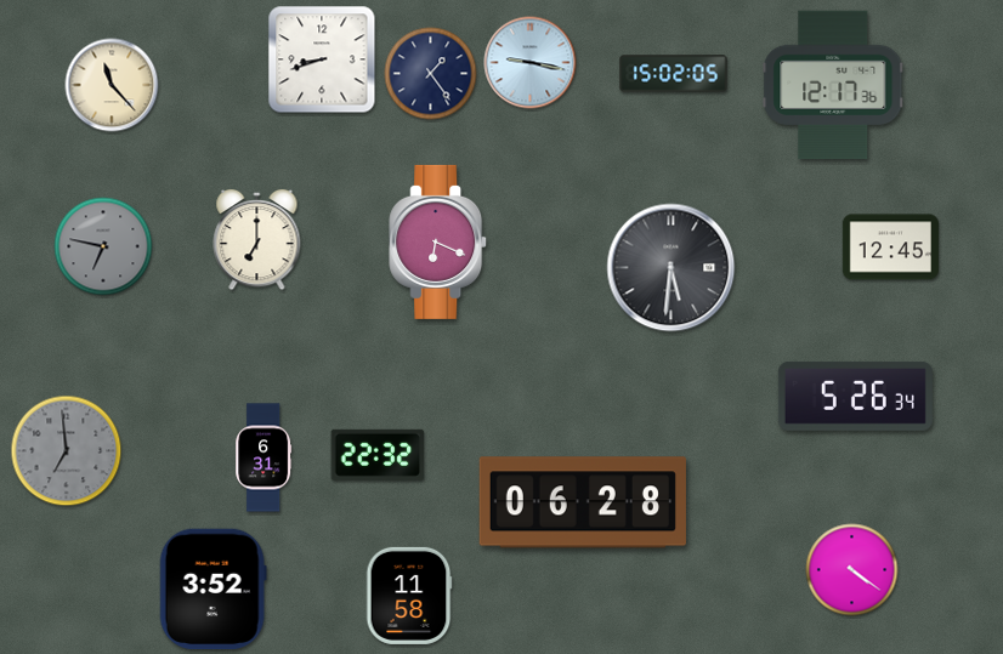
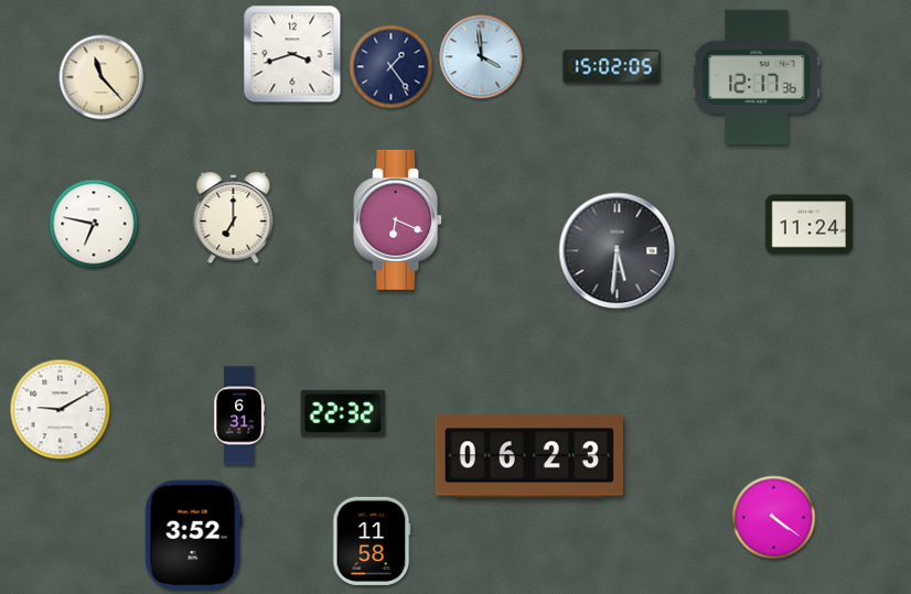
clock at (322, 59): 8:42 -> 3:42
clock at (531, 63): 9:17 -> 3:59
clock at (103, 246) dial: grey -> white
clock at (890, 248): 12:45 -> 11:24
clock at (671, 268) position: (671, 268) -> (618, 251)
clock at (855, 396): 5:26 -> none
clock at (67, 451): 6:59 -> 9:10
clock at (67, 451) dial: grey -> white
clock at (583, 502): 06:28 -> 06:23
